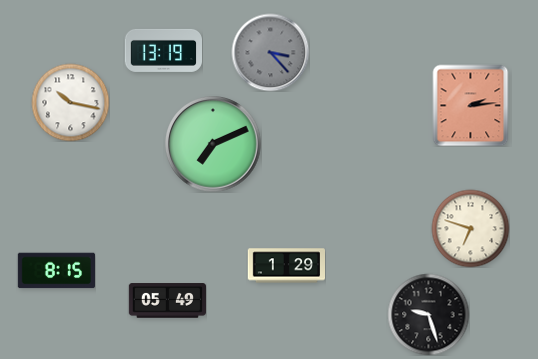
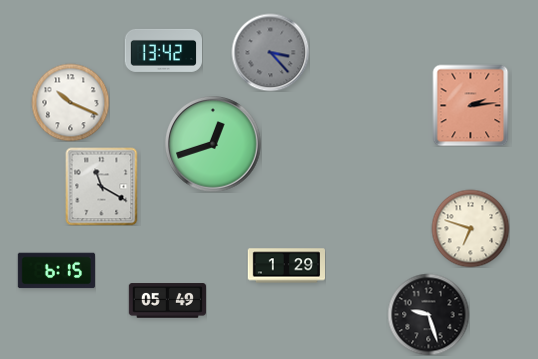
clock at (163, 50): 13:19 -> 13:42
clock at (70, 102): 10:17 -> 10:19
clock at (213, 144): 7:11 -> 12:42
clock at (102, 186): none -> 11:20
clock at (56, 271): 8:15 -> 6:15
